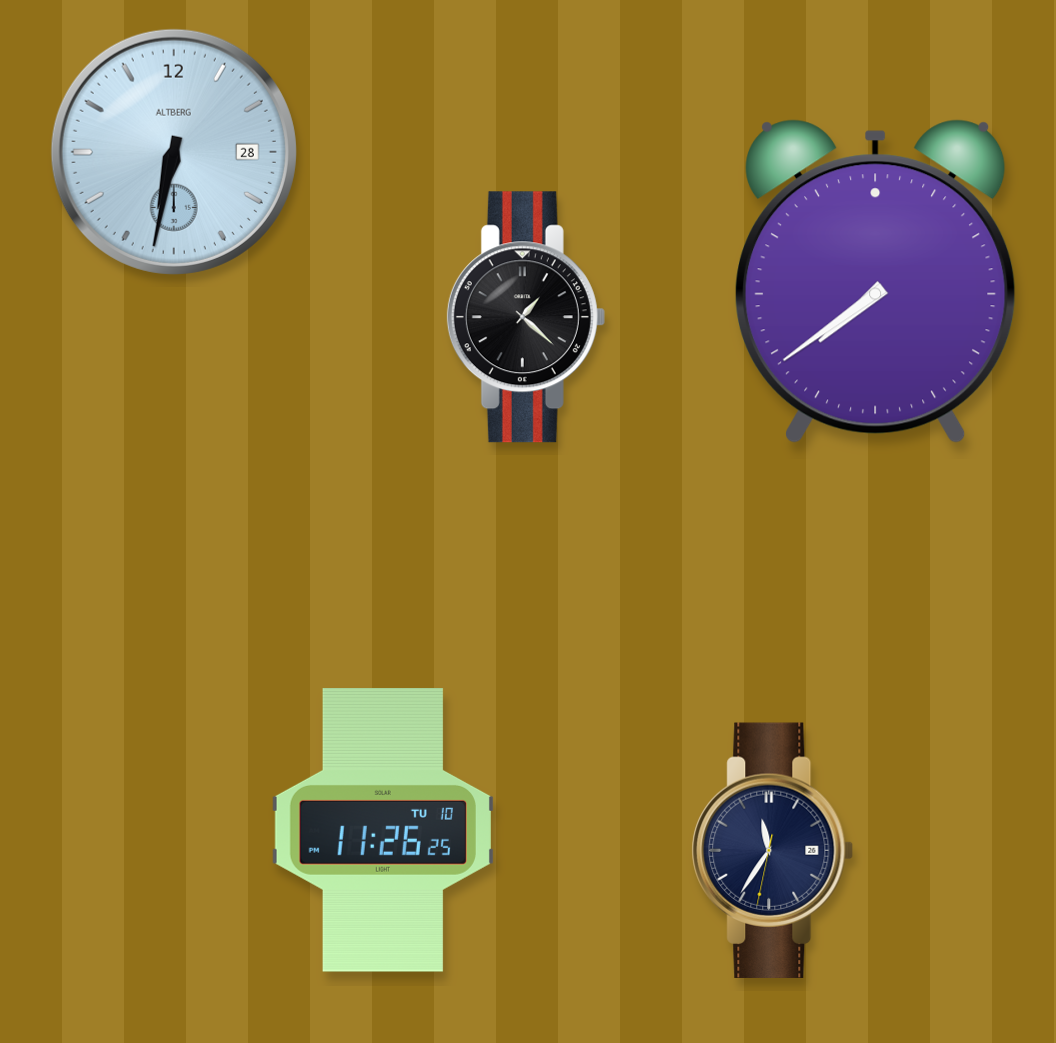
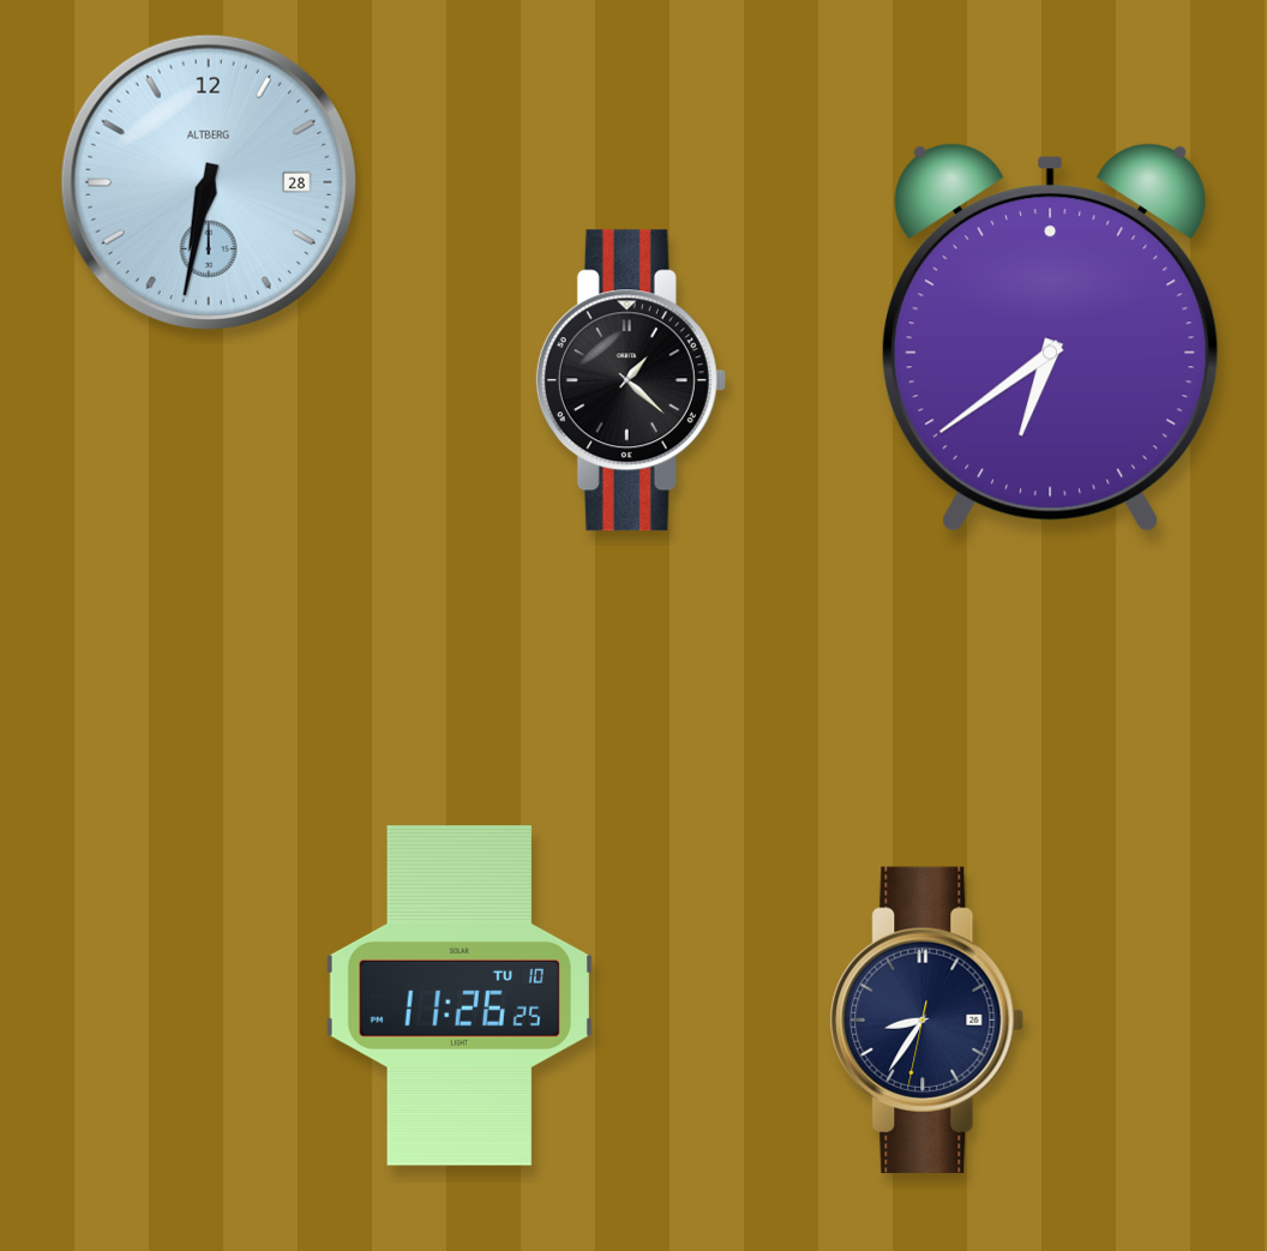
clock at (876, 281): 7:39 -> 6:39
clock at (773, 850): 11:35 -> 8:35
